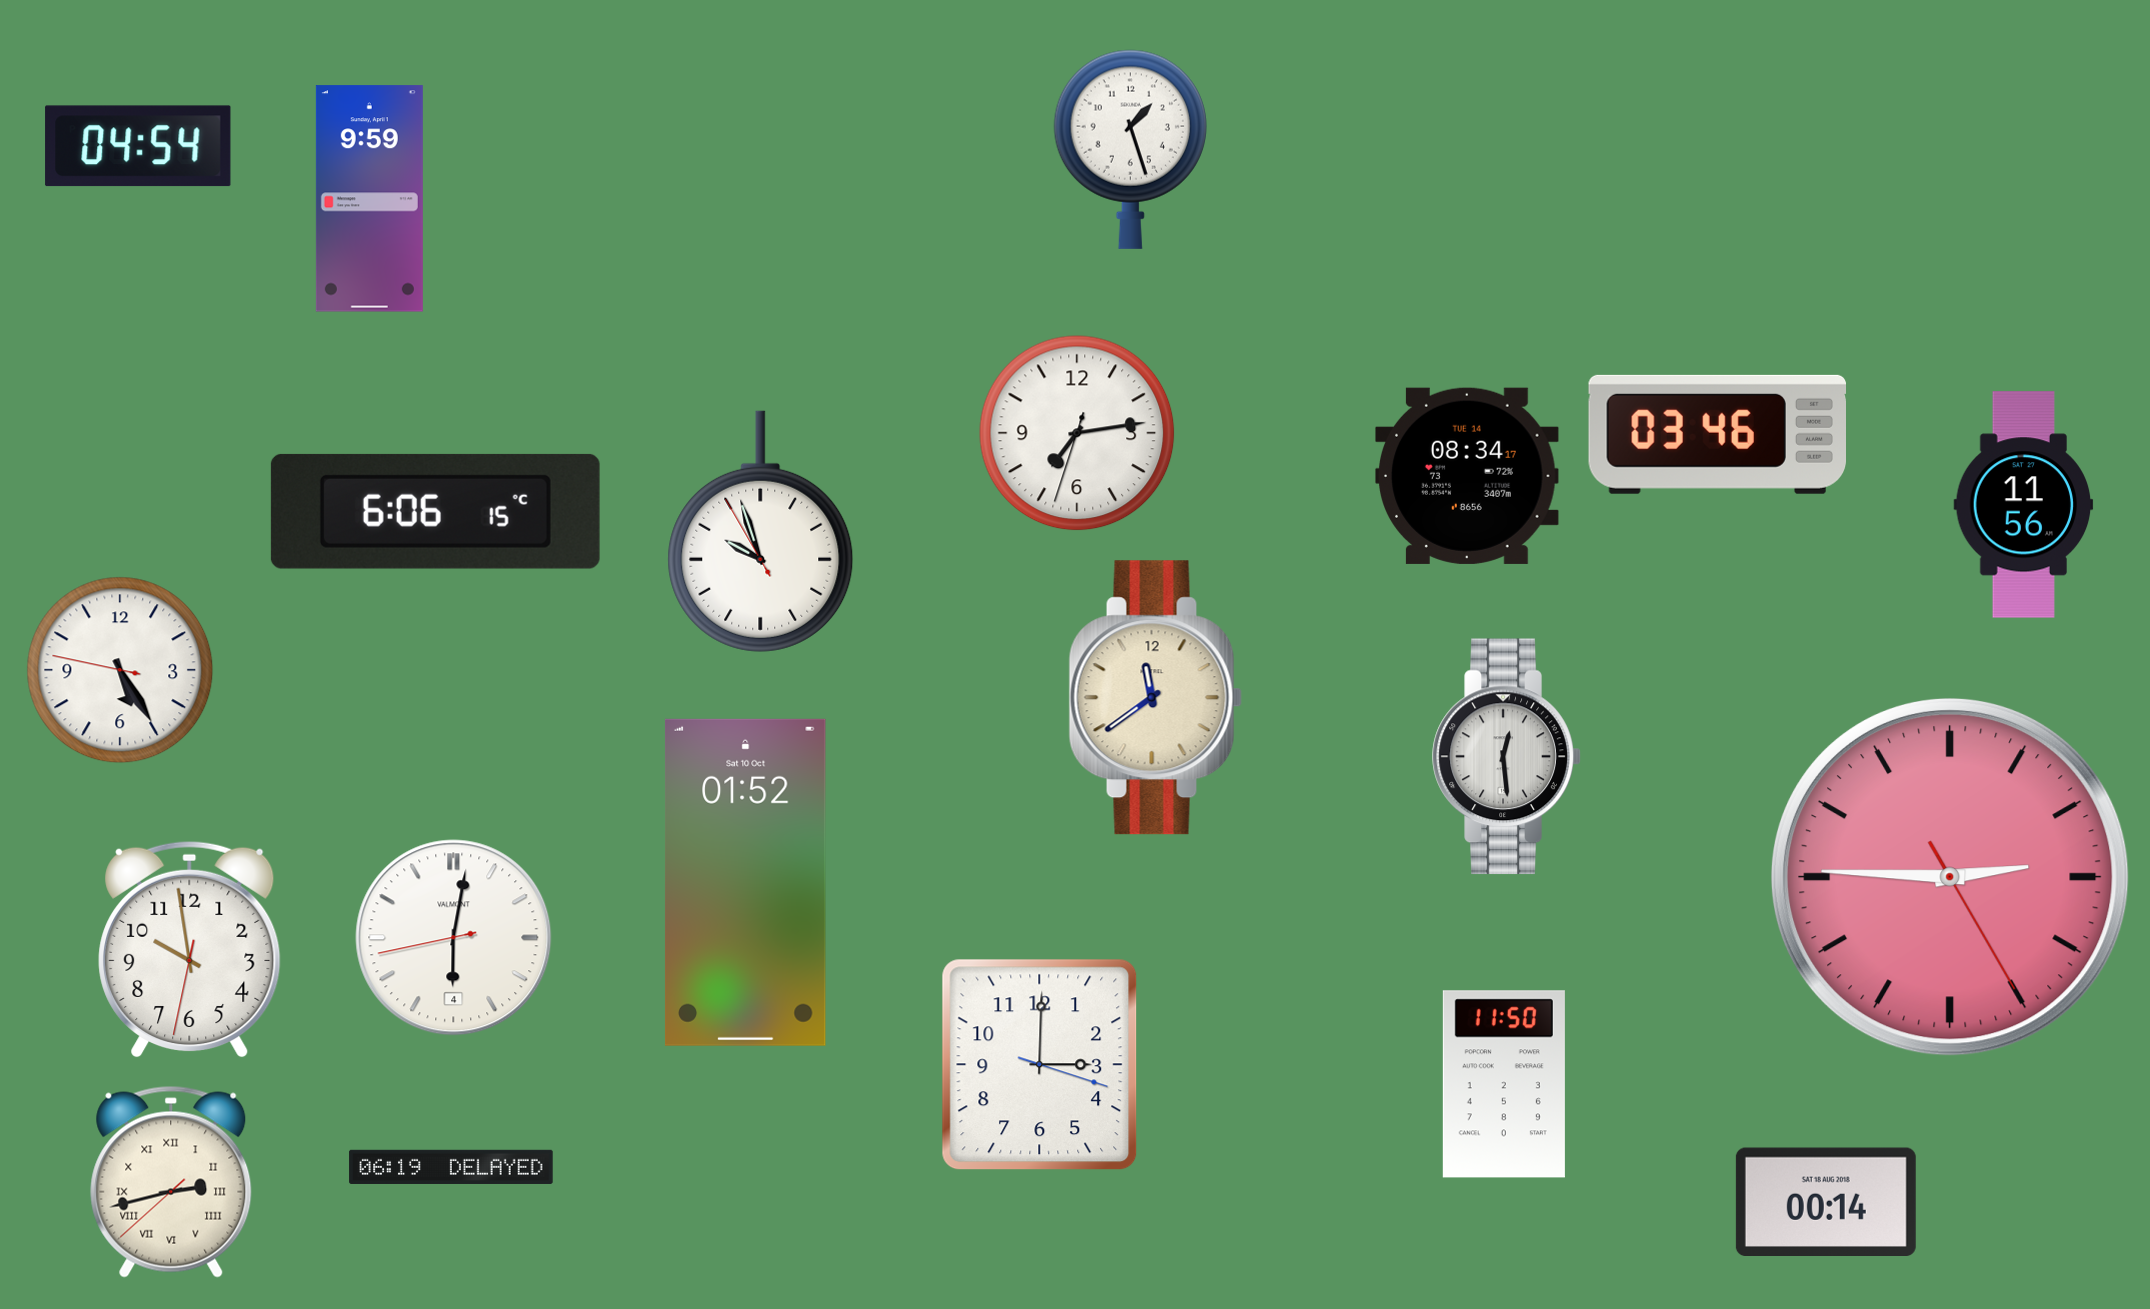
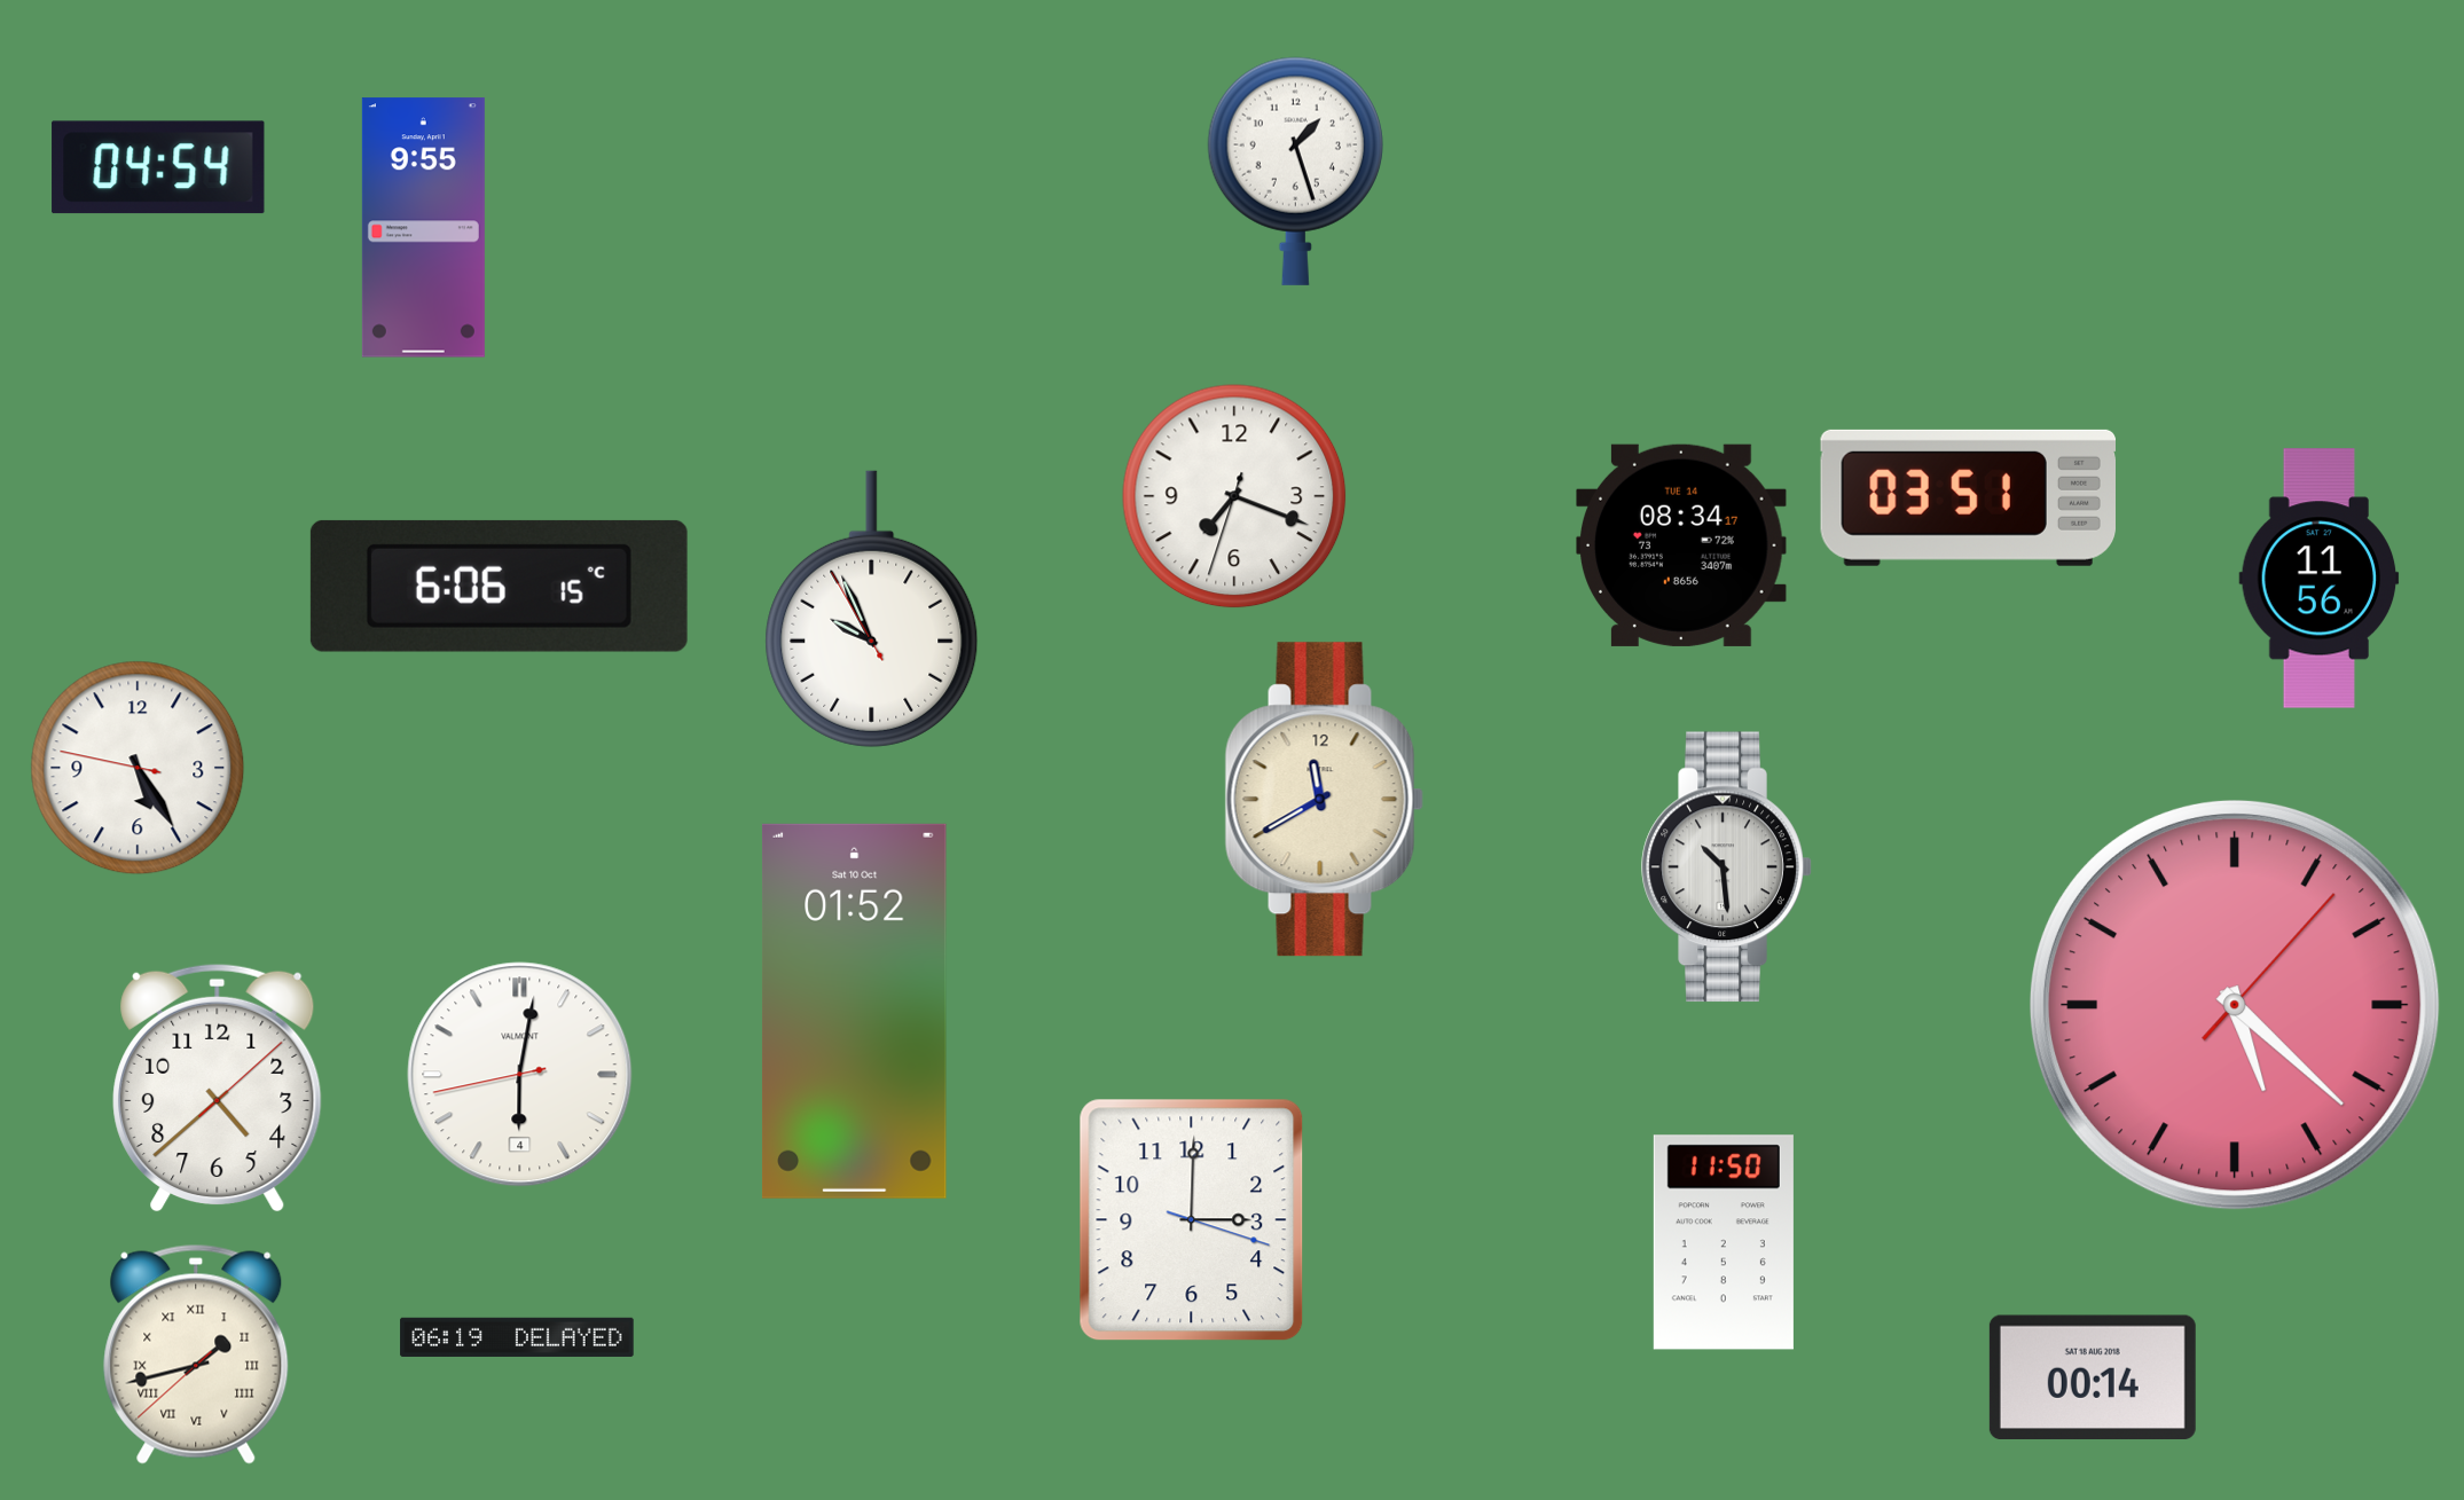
clock at (369, 199): 9:59 -> 9:55
clock at (1077, 433): 7:13 -> 7:18
clock at (1717, 434): 03:46 -> 03:51
clock at (761, 531): 9:56 -> 9:55
clock at (1155, 698): 11:39 -> 11:40
clock at (1507, 757): 12:29 -> 10:29
clock at (1951, 878): 2:45 -> 5:22
clock at (190, 949): 9:58 -> 4:38
clock at (171, 1182): 2:42 -> 1:42
